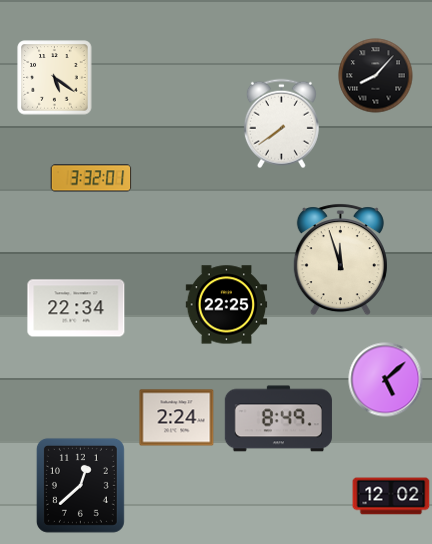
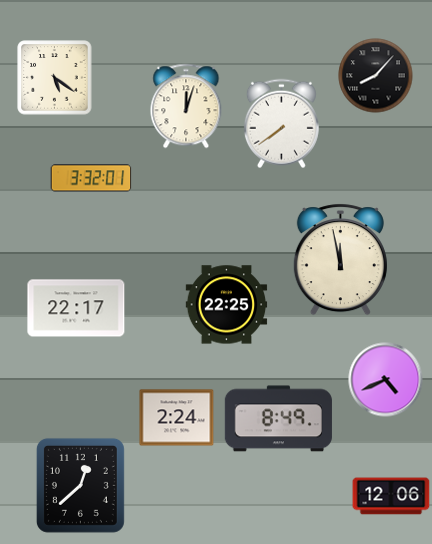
clock at (186, 106): none -> 12:03
clock at (340, 260): 11:57 -> 11:58
clock at (76, 308): 22:34 -> 22:17
clock at (386, 380): 5:08 -> 4:41
clock at (391, 496): 12:02 -> 12:06
